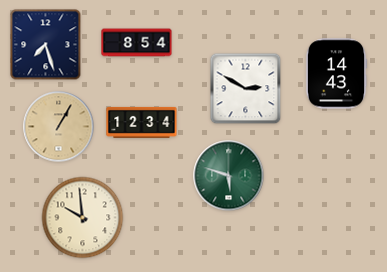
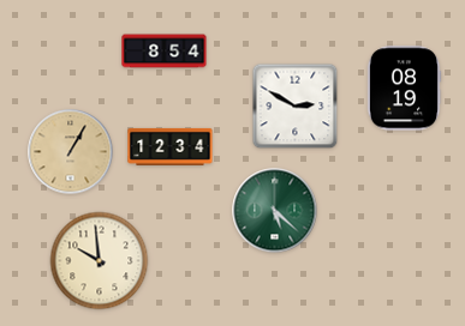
clock at (46, 45): 7:27 -> none
clock at (336, 74): 14:43 -> 08:19
clock at (229, 176): 5:48 -> 5:22
